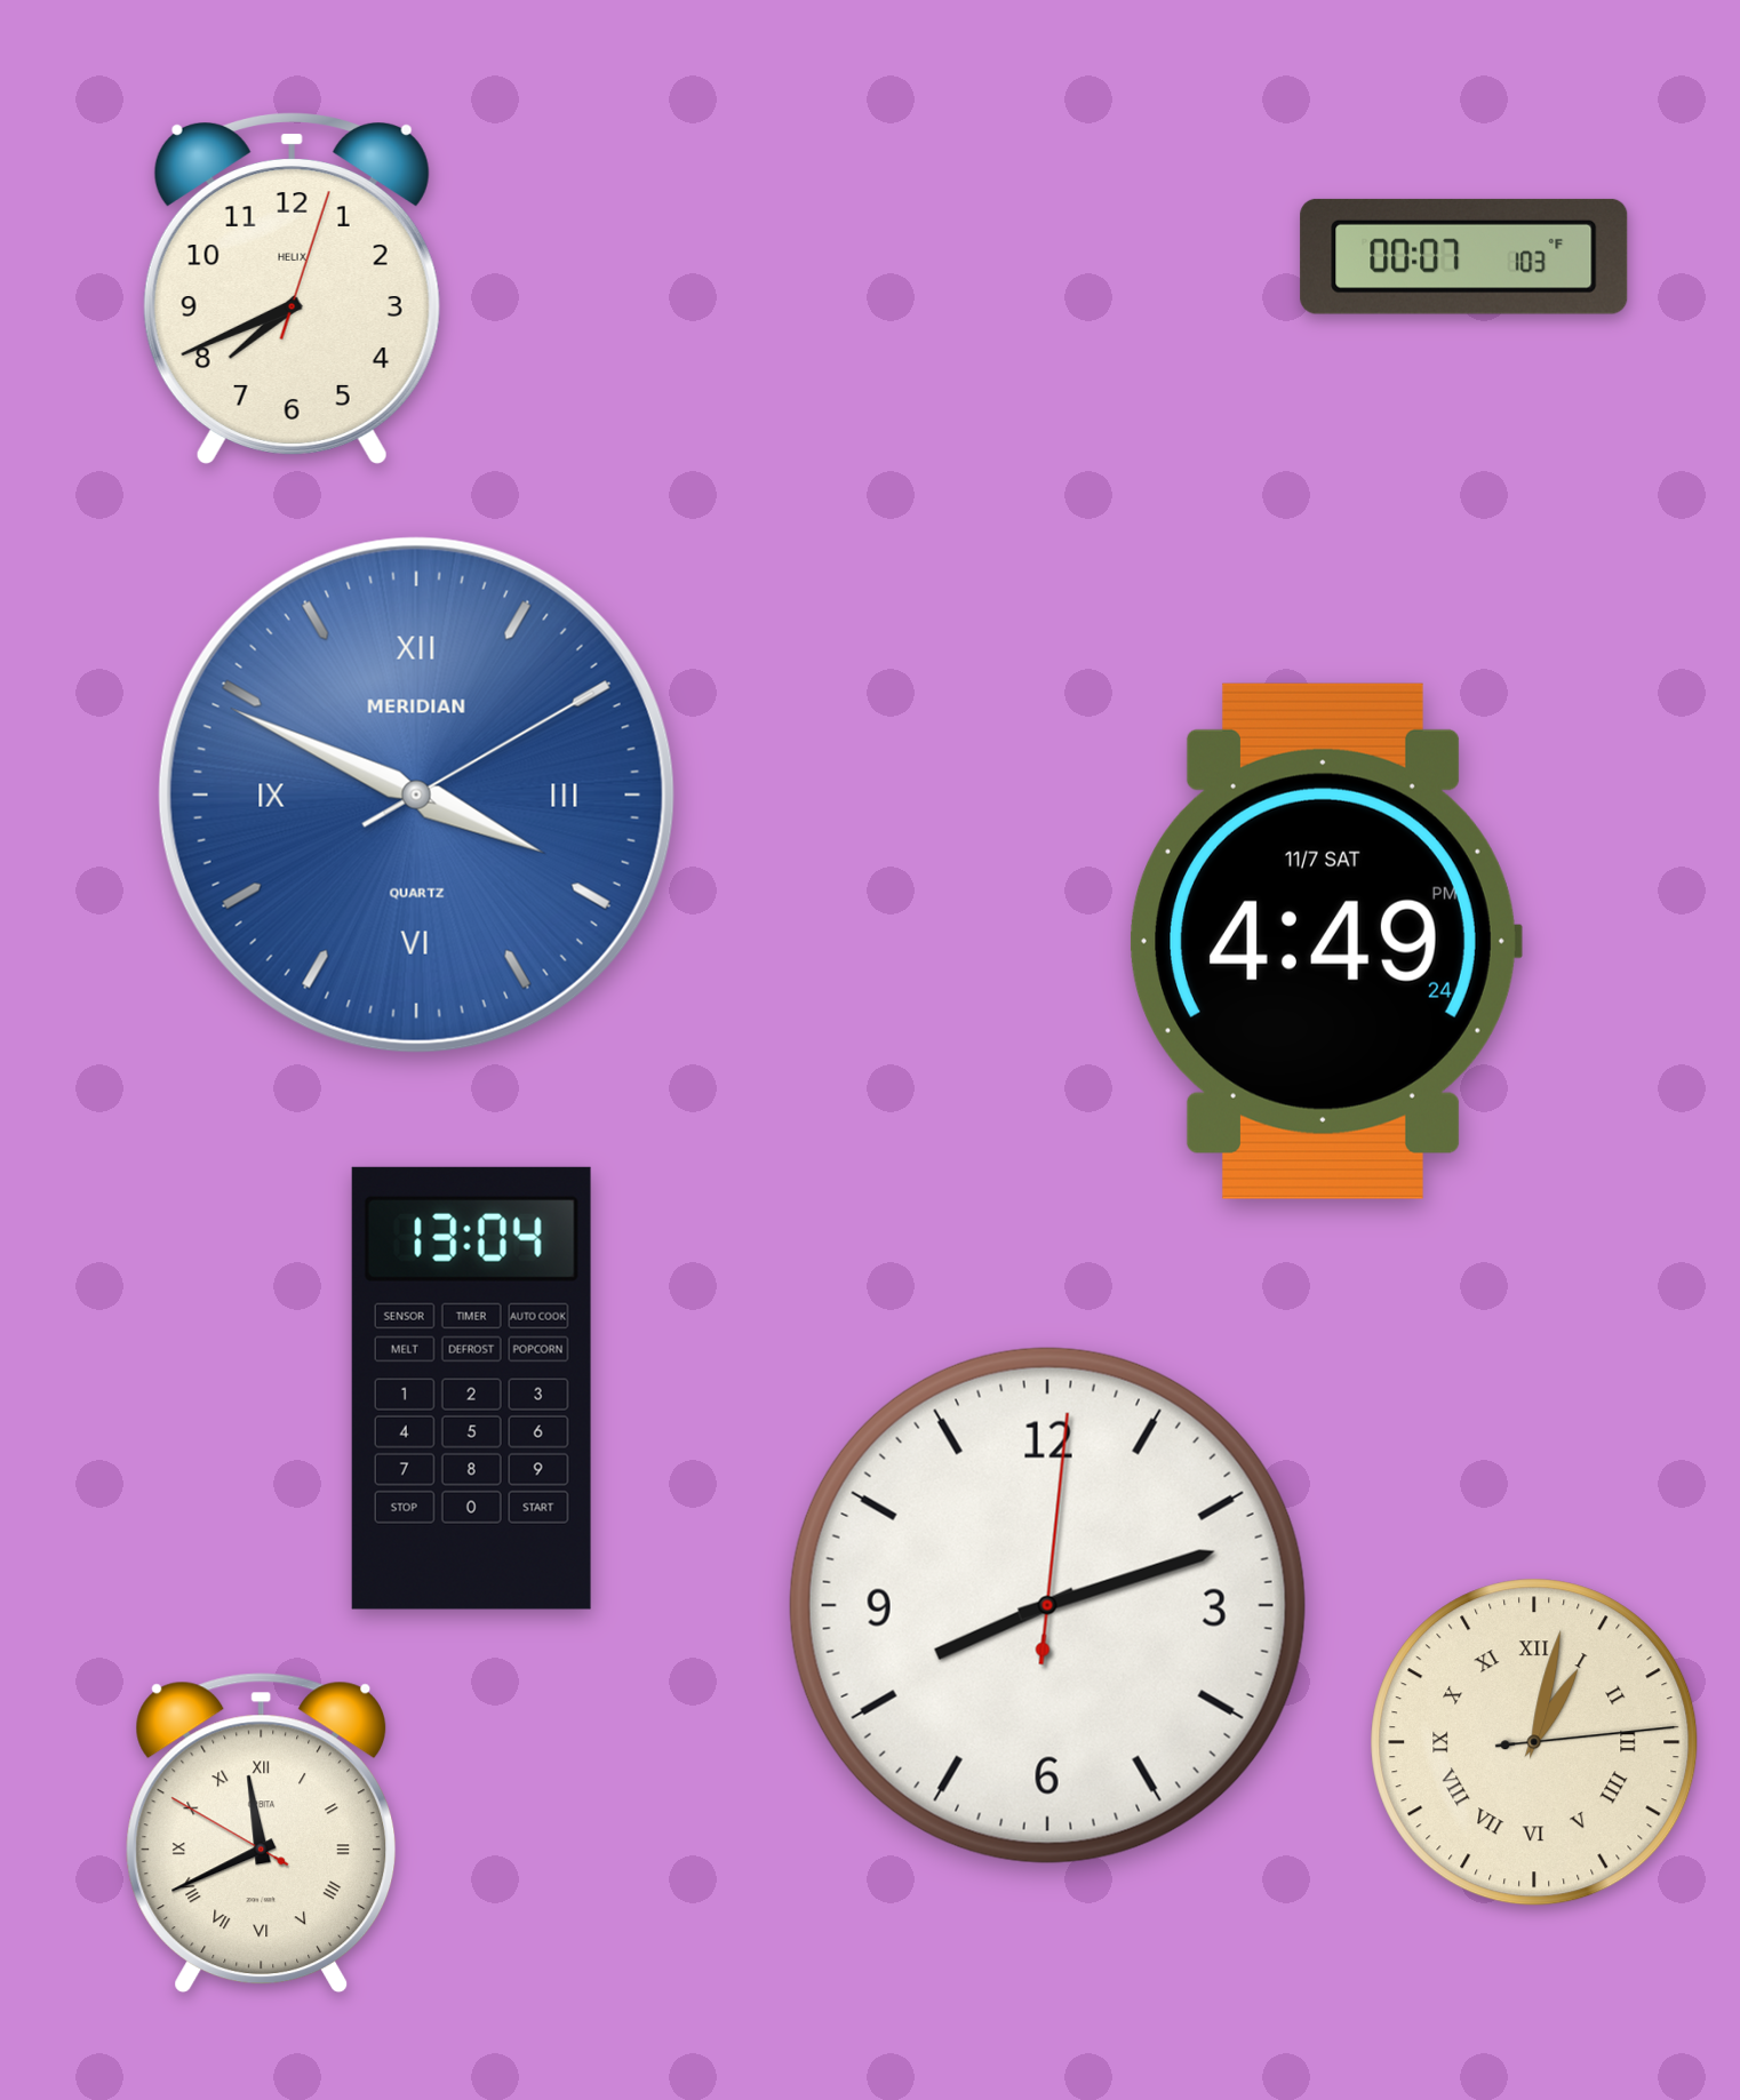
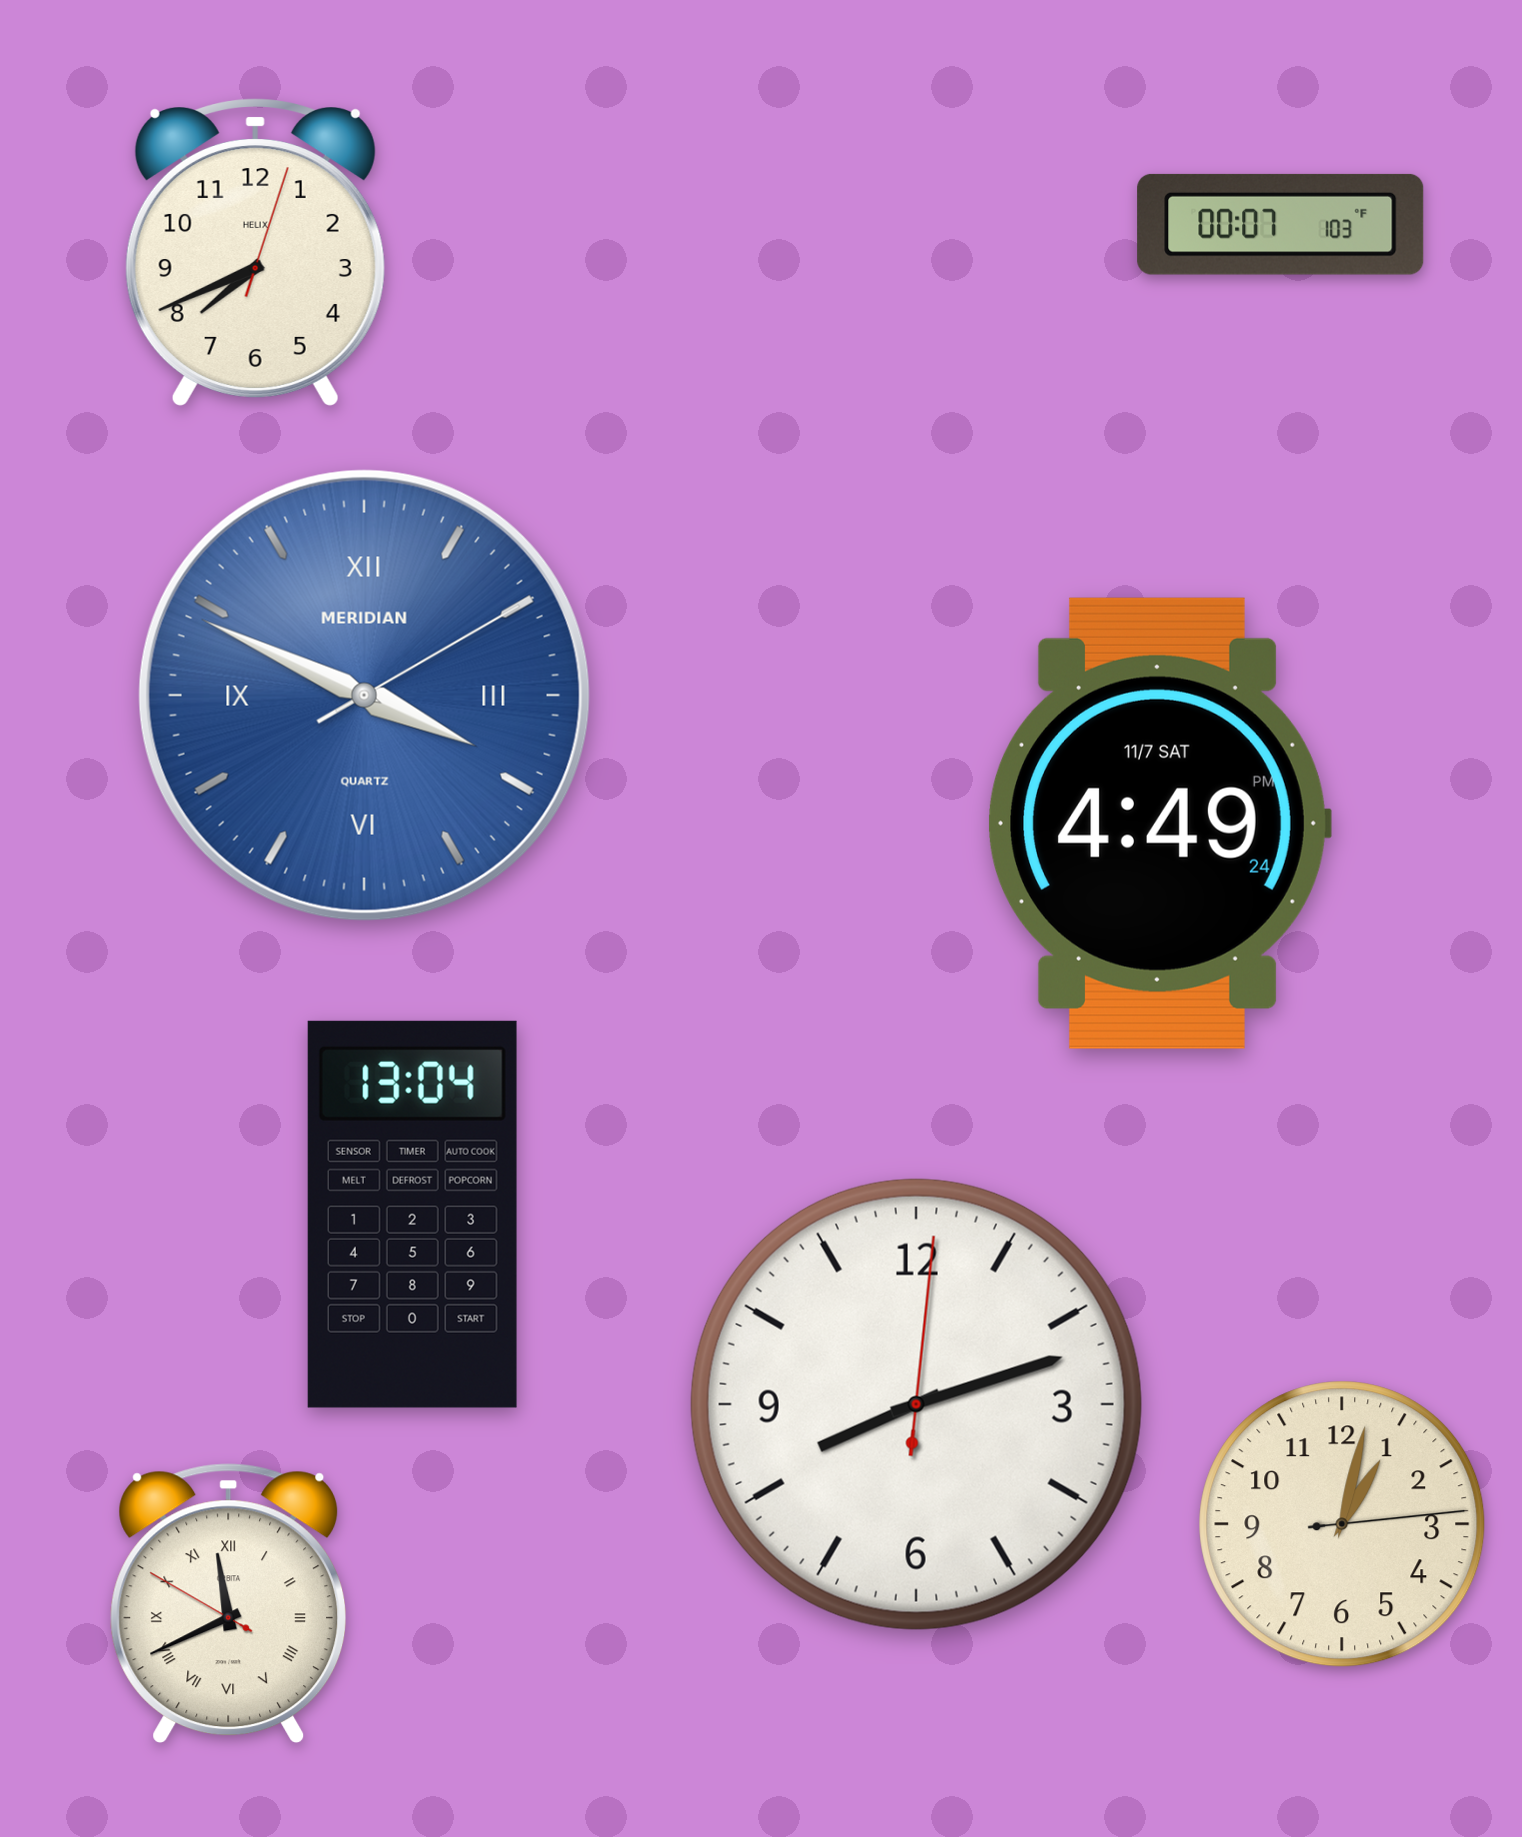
clock at (1534, 1742) numerals: Roman -> Arabic
